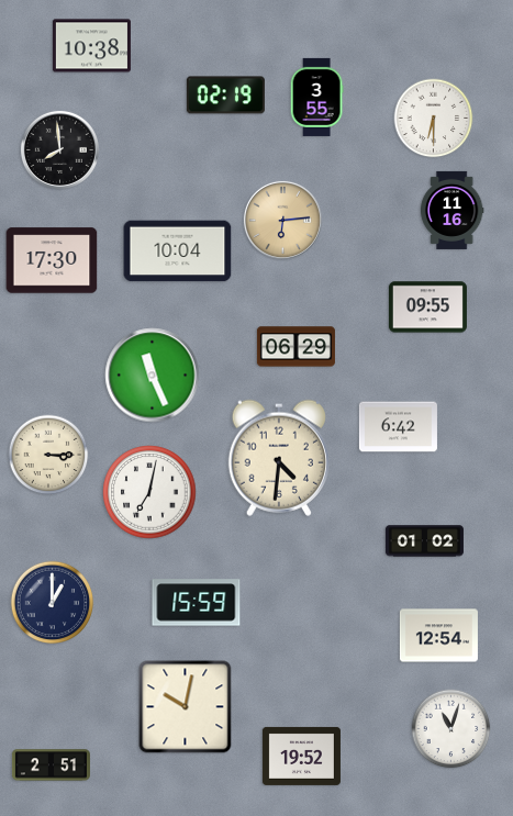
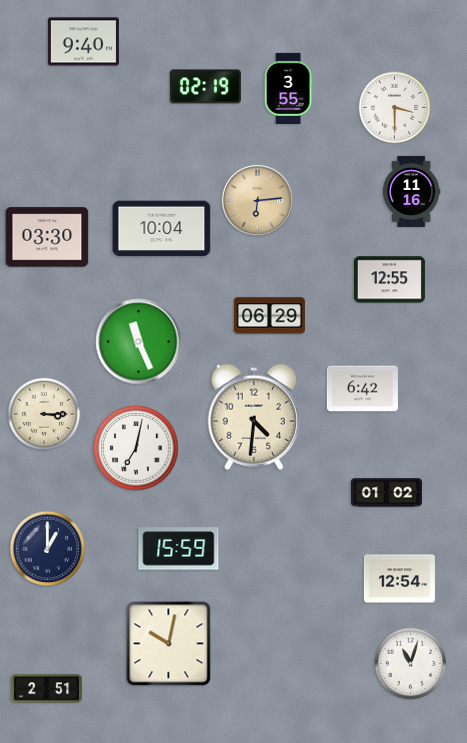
clock at (91, 46): 10:38 -> 9:40
clock at (434, 119): 6:30 -> 3:30
clock at (59, 149): 7:59 -> none
clock at (52, 260): 17:30 -> 03:30
clock at (427, 308): 09:55 -> 12:55
clock at (301, 756): 19:52 -> none
clock at (51, 765) position: (51, 765) -> (46, 689)
